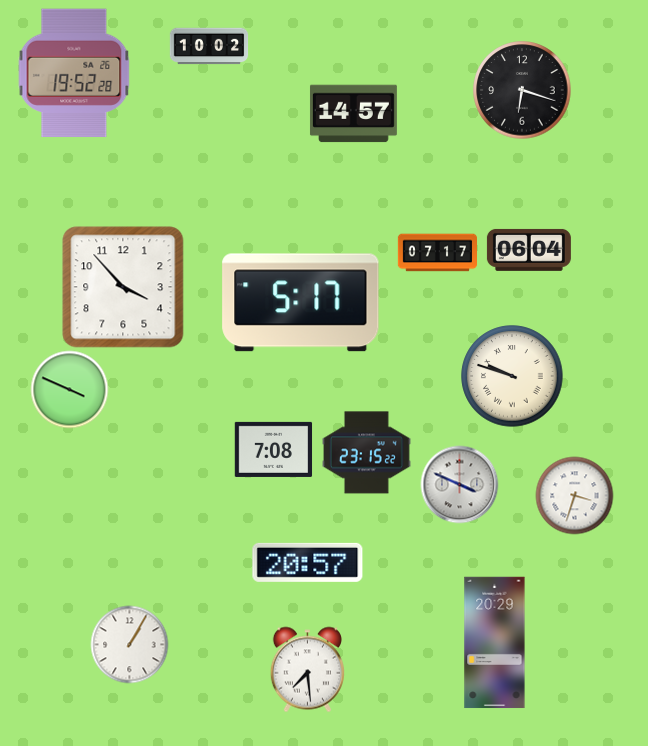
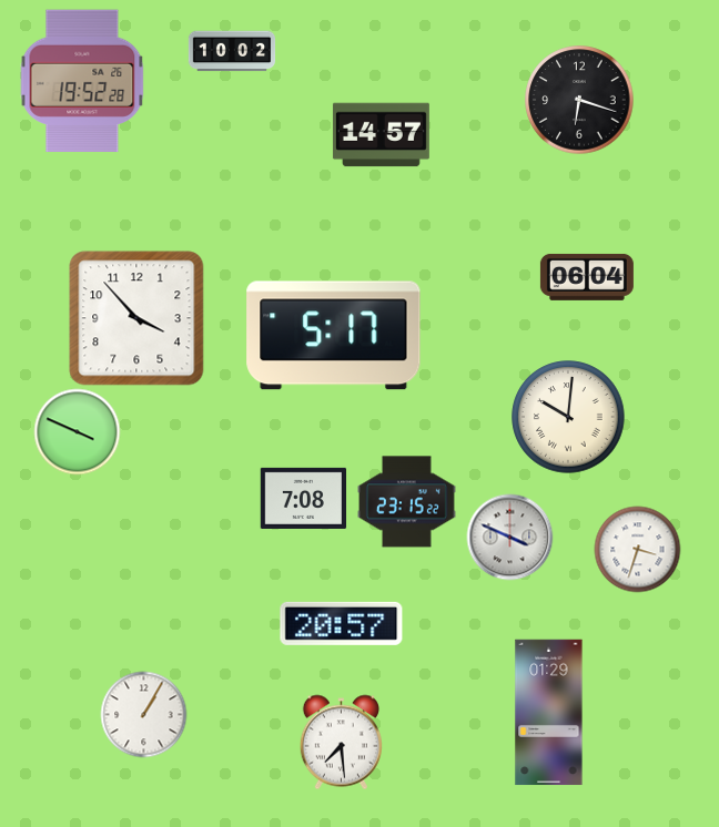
clock at (353, 114) position: (353, 114) -> (381, 135)
clock at (437, 253): 07:17 -> none
clock at (512, 376): 9:48 -> 10:01
clock at (495, 643): 20:29 -> 01:29
